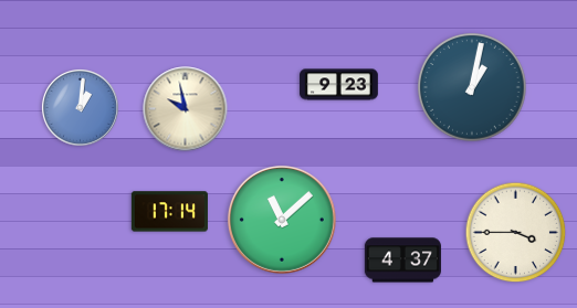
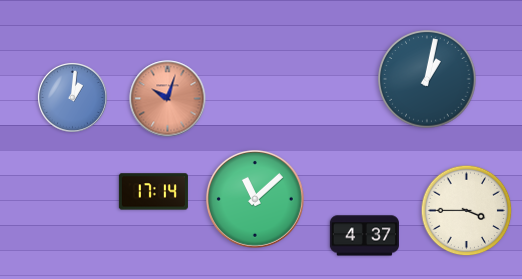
clock at (339, 85): 9:23 -> none
clock at (186, 109): 9:58 -> 10:03
clock at (186, 109) dial: cream -> salmon
